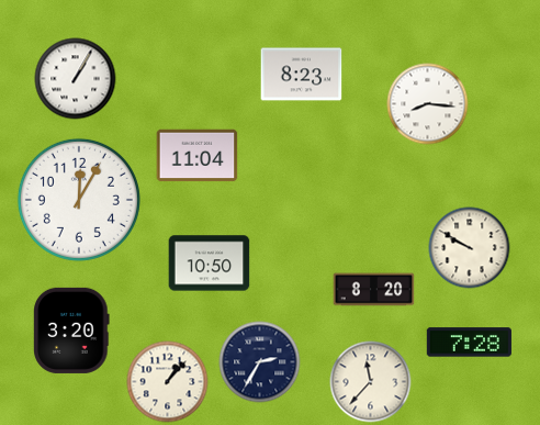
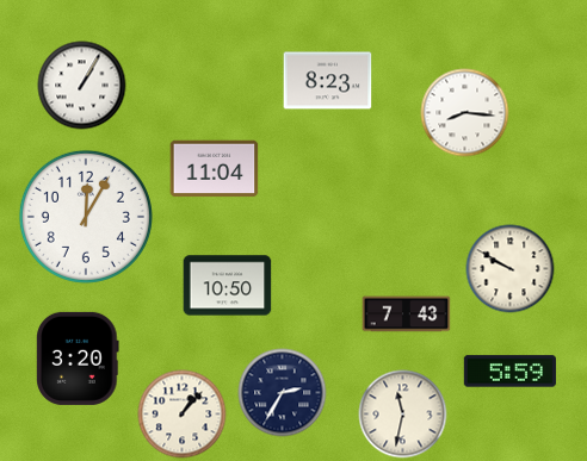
clock at (374, 290): 8:20 -> 7:43
clock at (469, 343): 7:28 -> 5:59
clock at (371, 382): 11:37 -> 11:32
